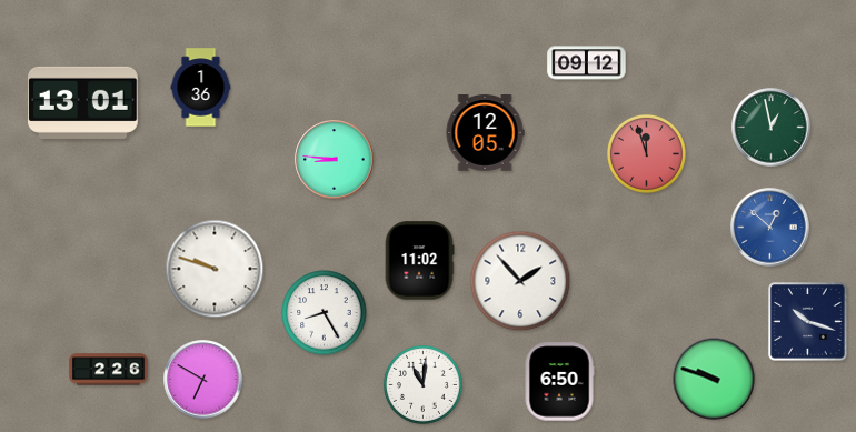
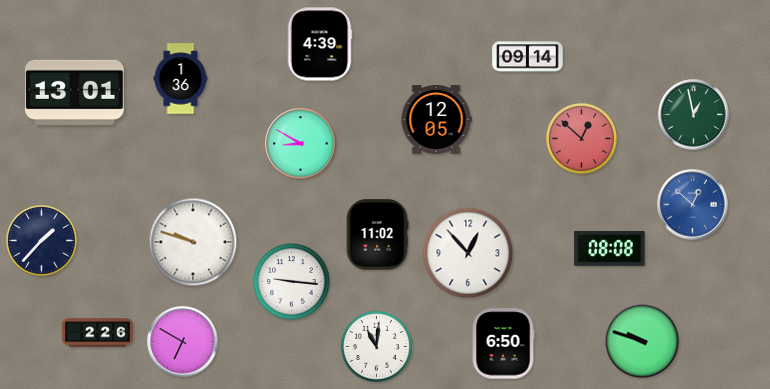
clock at (320, 44): none -> 4:39
clock at (587, 63): 09:12 -> 09:14
clock at (646, 153): 11:57 -> 12:52
clock at (335, 160): 8:46 -> 8:50
clock at (41, 240): none -> 1:37
clock at (610, 248): none -> 08:08
clock at (520, 281): 1:53 -> 12:53
clock at (325, 313): 8:25 -> 9:16
clock at (808, 322): 10:18 -> none
clock at (422, 384) position: (422, 384) -> (376, 346)
